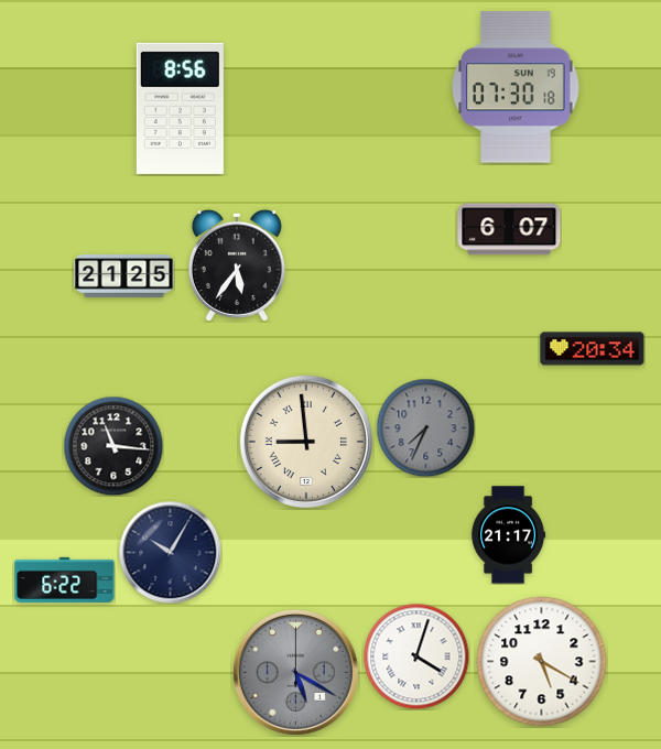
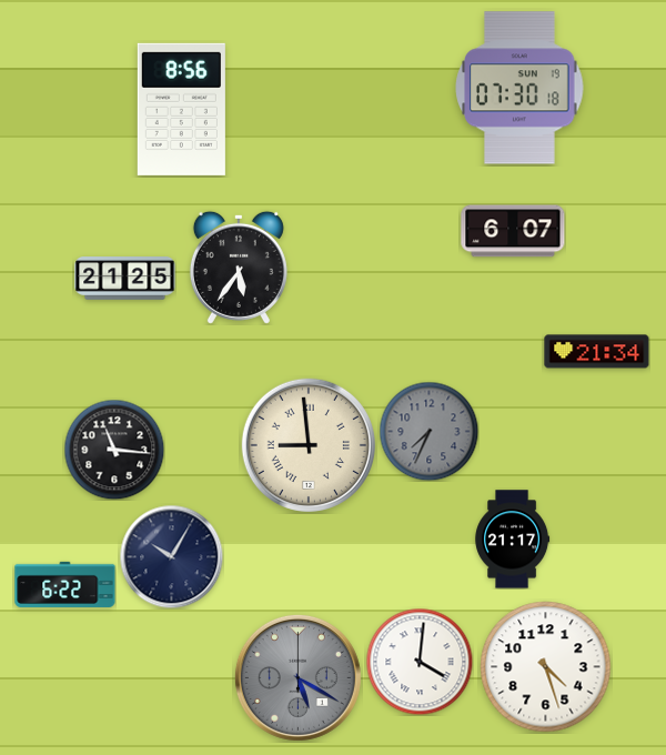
clock at (593, 349): 20:34 -> 21:34
clock at (416, 656): 4:03 -> 4:01
clock at (542, 662): 5:20 -> 4:27
